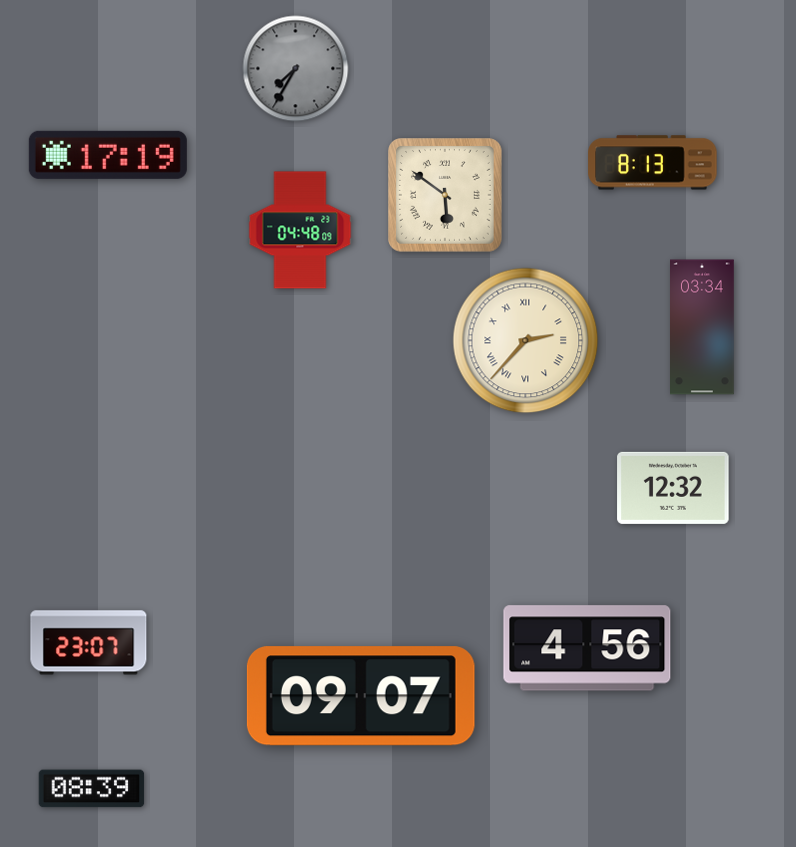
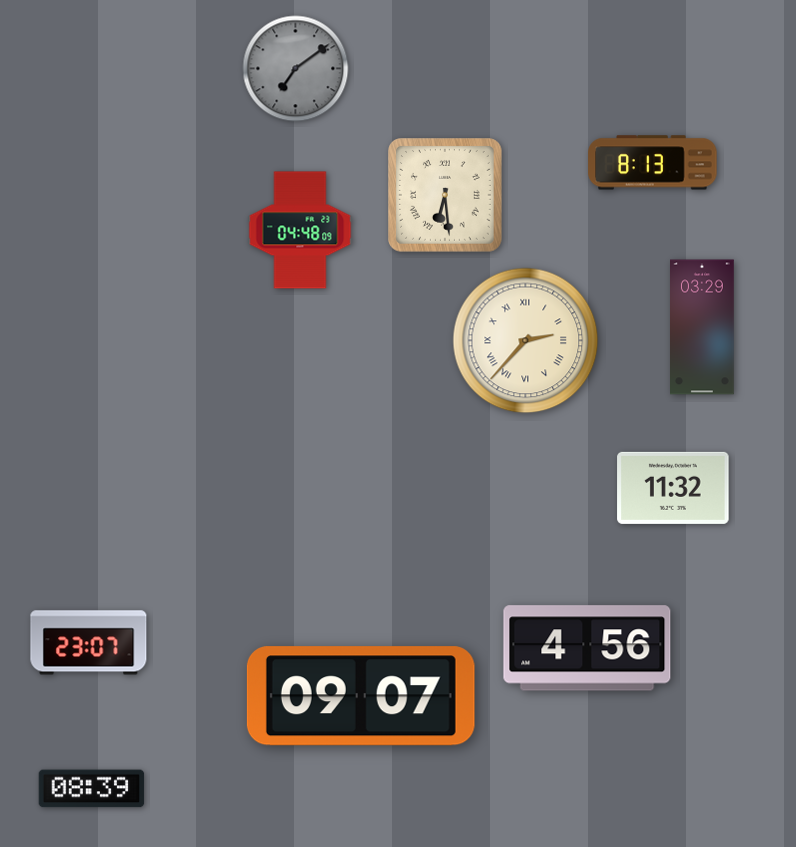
clock at (296, 69): 7:35 -> 7:09
clock at (108, 155): 17:19 -> none
clock at (446, 196): 5:51 -> 6:29
clock at (703, 327): 03:34 -> 03:29
clock at (673, 488): 12:32 -> 11:32
